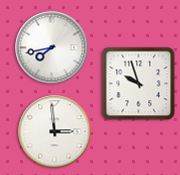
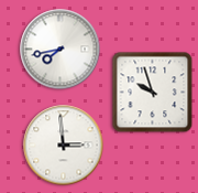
clock at (52, 48) position: (52, 48) -> (61, 50)
clock at (55, 132) position: (55, 132) -> (64, 146)
